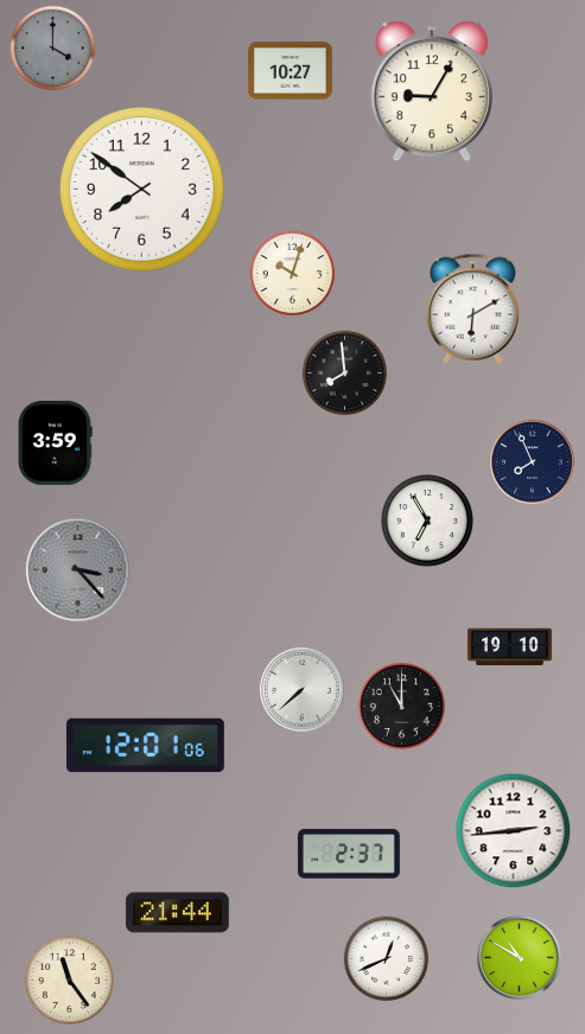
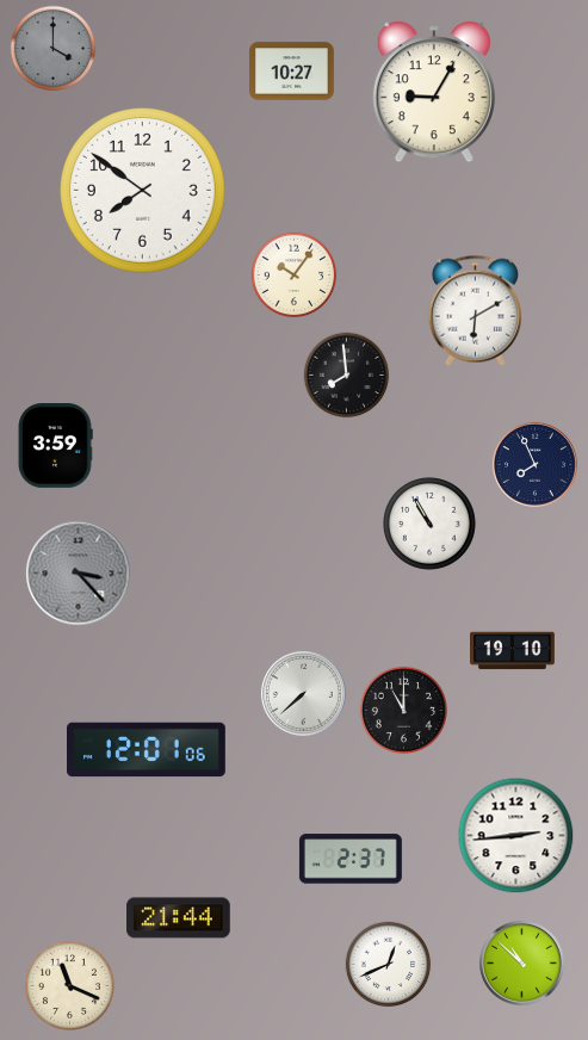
clock at (293, 274): 10:03 -> 10:06
clock at (428, 522): 6:55 -> 10:55
clock at (520, 958): 10:50 -> 10:52
clock at (69, 979): 11:24 -> 11:19
